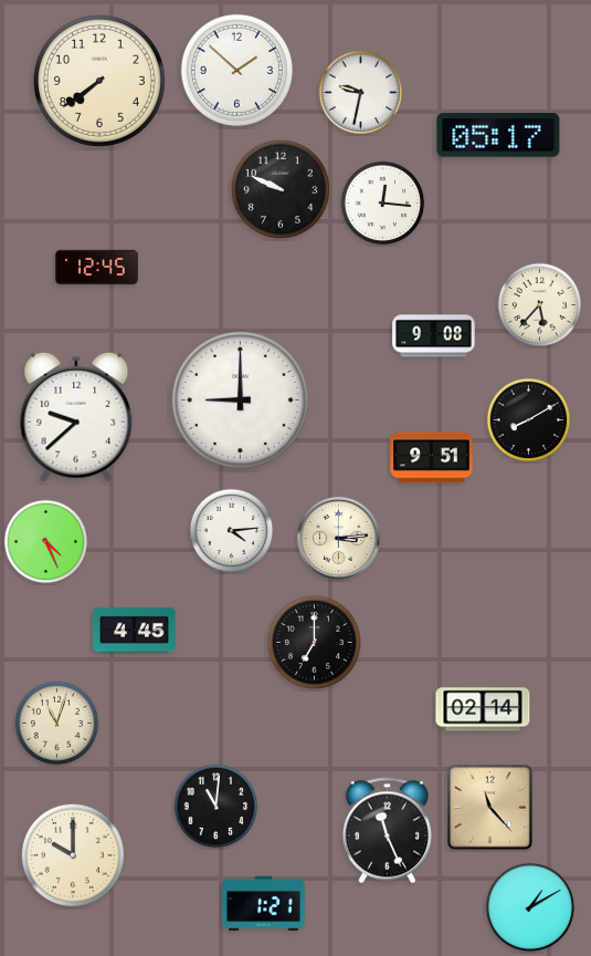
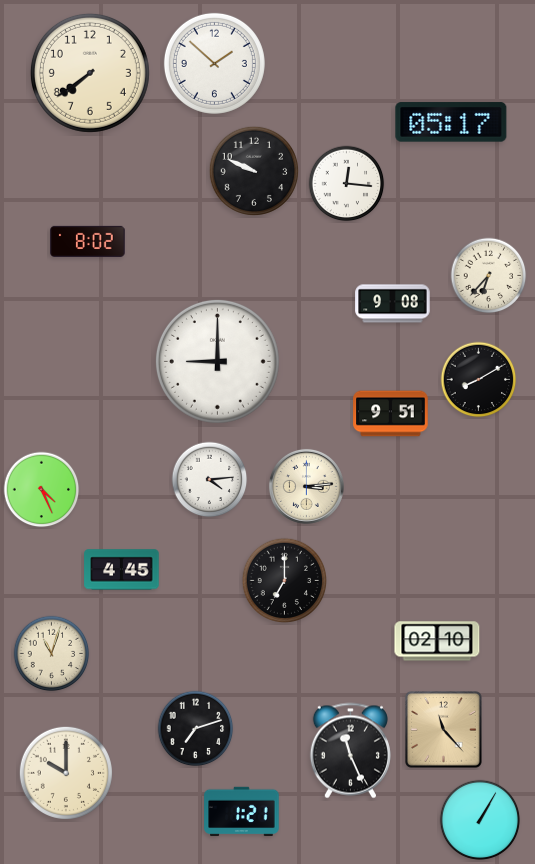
clock at (361, 93): 9:32 -> none
clock at (97, 267): 12:45 -> 8:02
clock at (540, 305): 5:37 -> 6:37
clock at (76, 417): 9:38 -> none
clock at (483, 709): 02:14 -> 02:10
clock at (217, 807): 11:01 -> 7:12
clock at (264, 904) position: (264, 904) -> (242, 812)
clock at (530, 907): 1:10 -> 1:05
